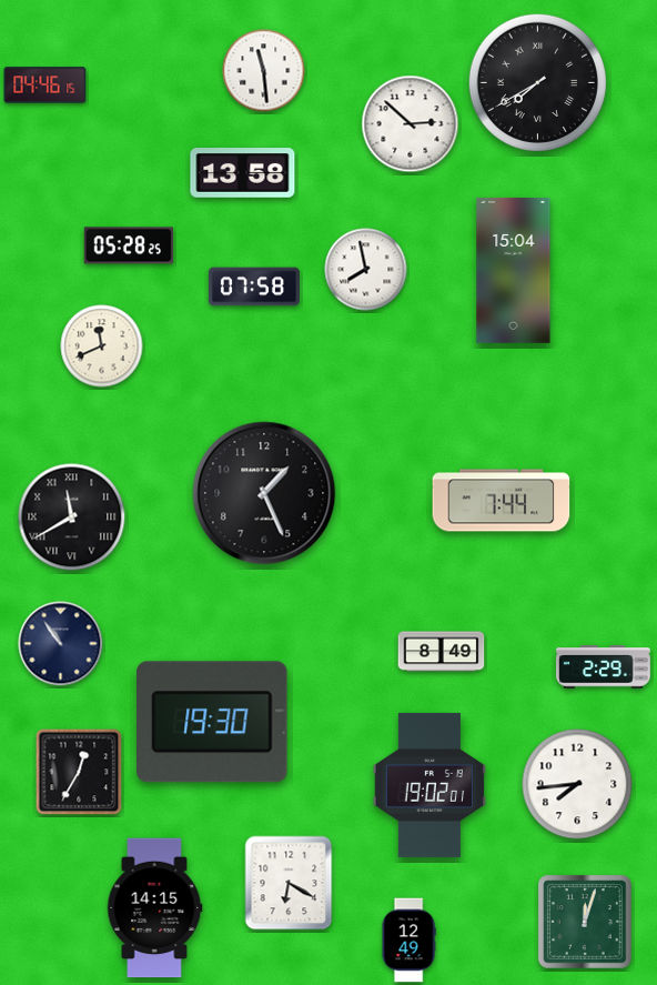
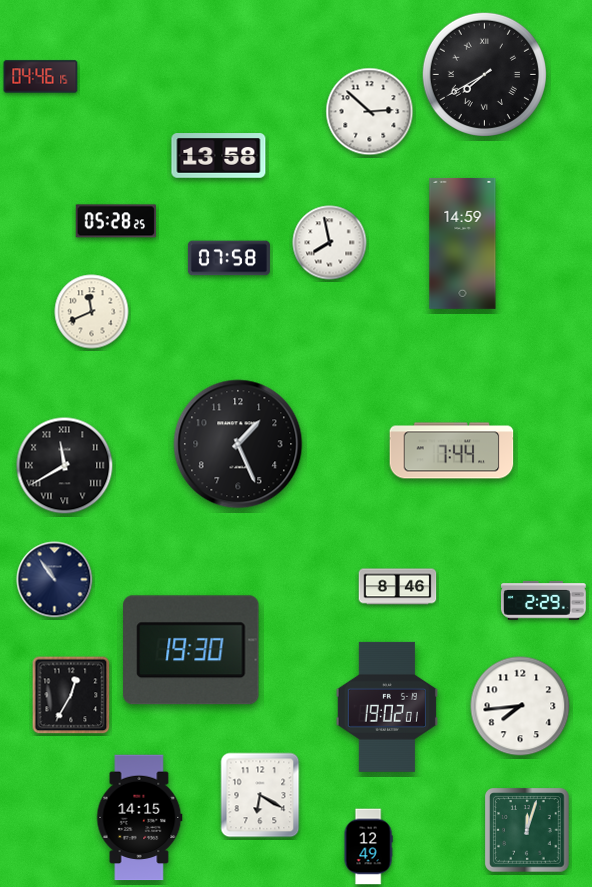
clock at (264, 71): 11:29 -> none
clock at (514, 270): 15:04 -> 14:59
clock at (442, 652): 8:49 -> 8:46
